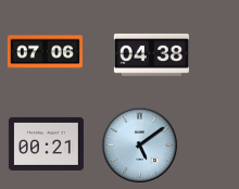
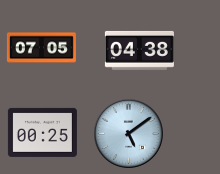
clock at (45, 52): 07:06 -> 07:05
clock at (46, 143): 00:21 -> 00:25
